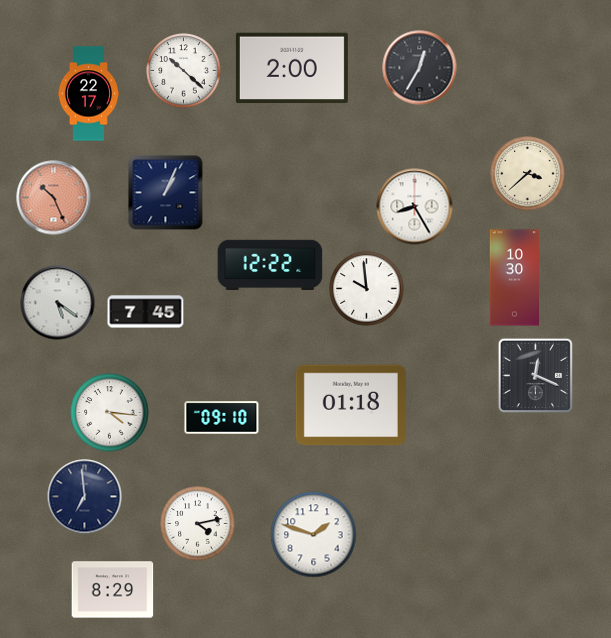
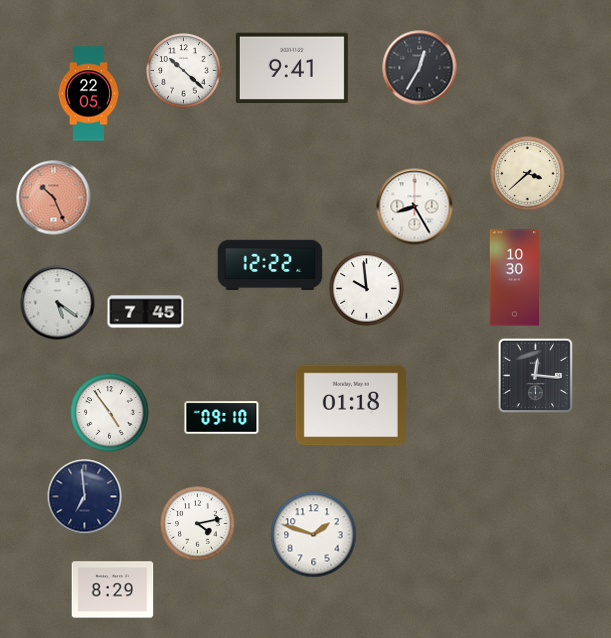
clock at (292, 68): 2:00 -> 9:41
clock at (88, 94): 22:17 -> 22:05
clock at (166, 193): 1:04 -> none
clock at (536, 376): 12:19 -> 12:16
clock at (110, 413): 4:16 -> 4:54
